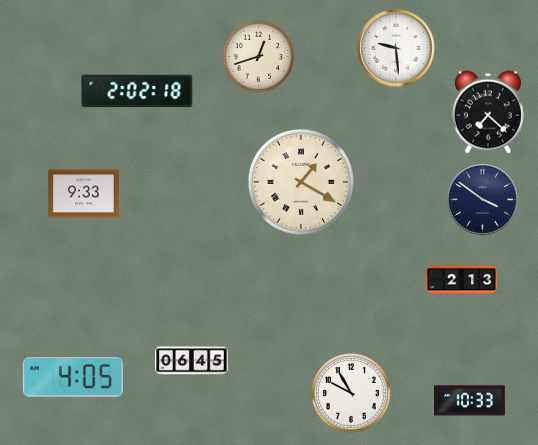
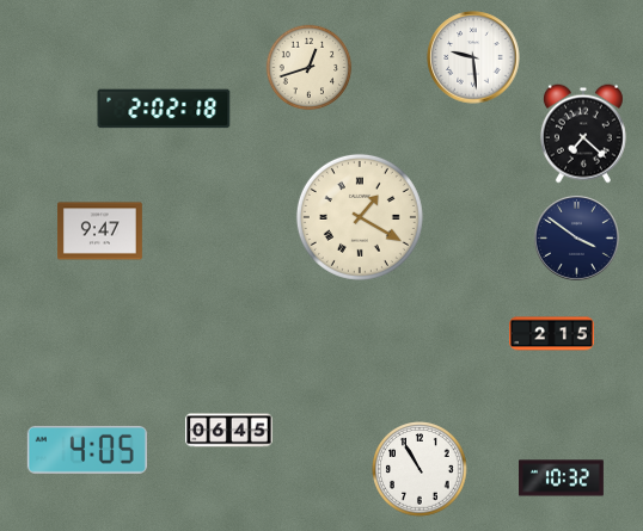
clock at (84, 194): 9:33 -> 9:47
clock at (462, 280): 2:13 -> 2:15
clock at (351, 393): 9:55 -> 10:55
clock at (470, 401): 10:33 -> 10:32
